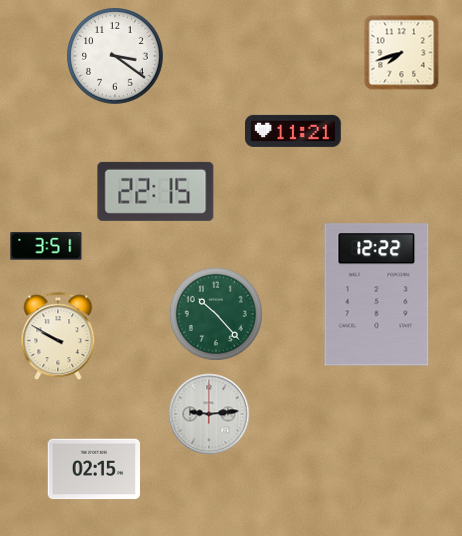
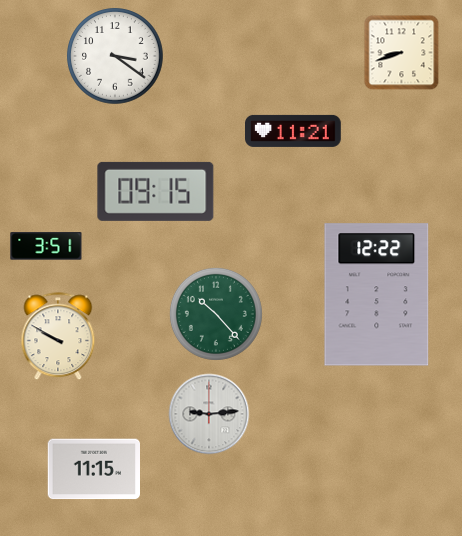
clock at (402, 53): 7:42 -> 8:42
clock at (156, 191): 22:15 -> 09:15
clock at (93, 469): 02:15 -> 11:15
